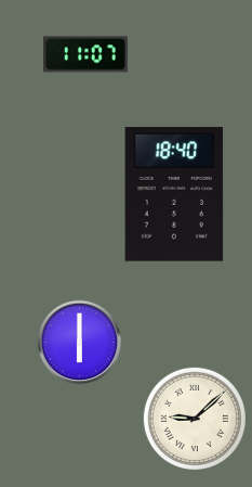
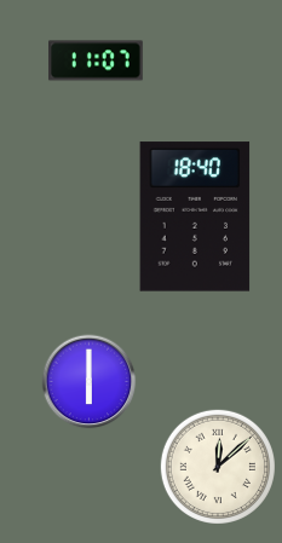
clock at (195, 419): 9:08 -> 12:08
